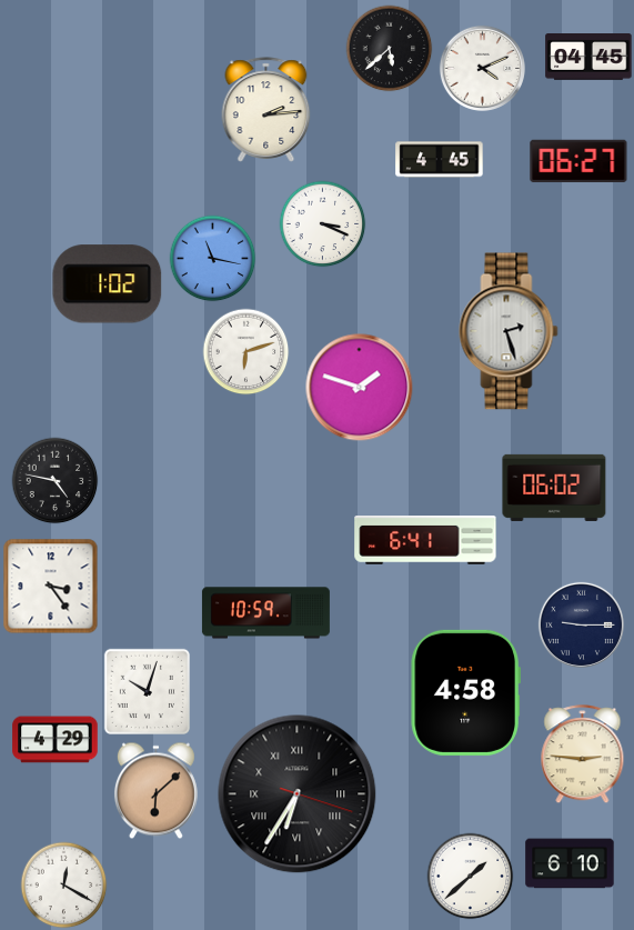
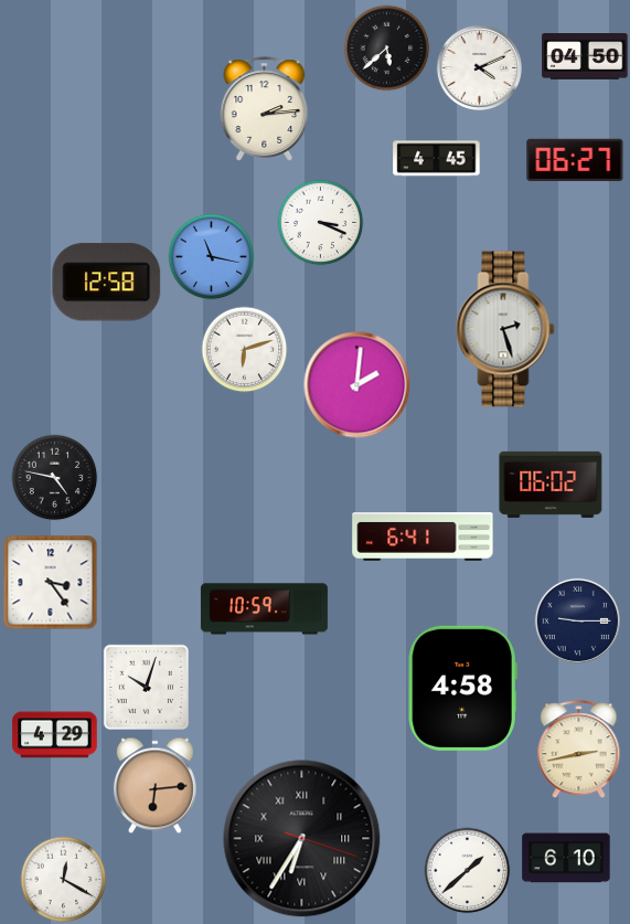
clock at (588, 58): 04:45 -> 04:50
clock at (108, 284): 1:02 -> 12:58
clock at (360, 388): 1:48 -> 2:01
clock at (583, 754): 2:46 -> 2:43
clock at (155, 790): 6:08 -> 6:14
clock at (298, 794) position: (298, 794) -> (302, 839)
